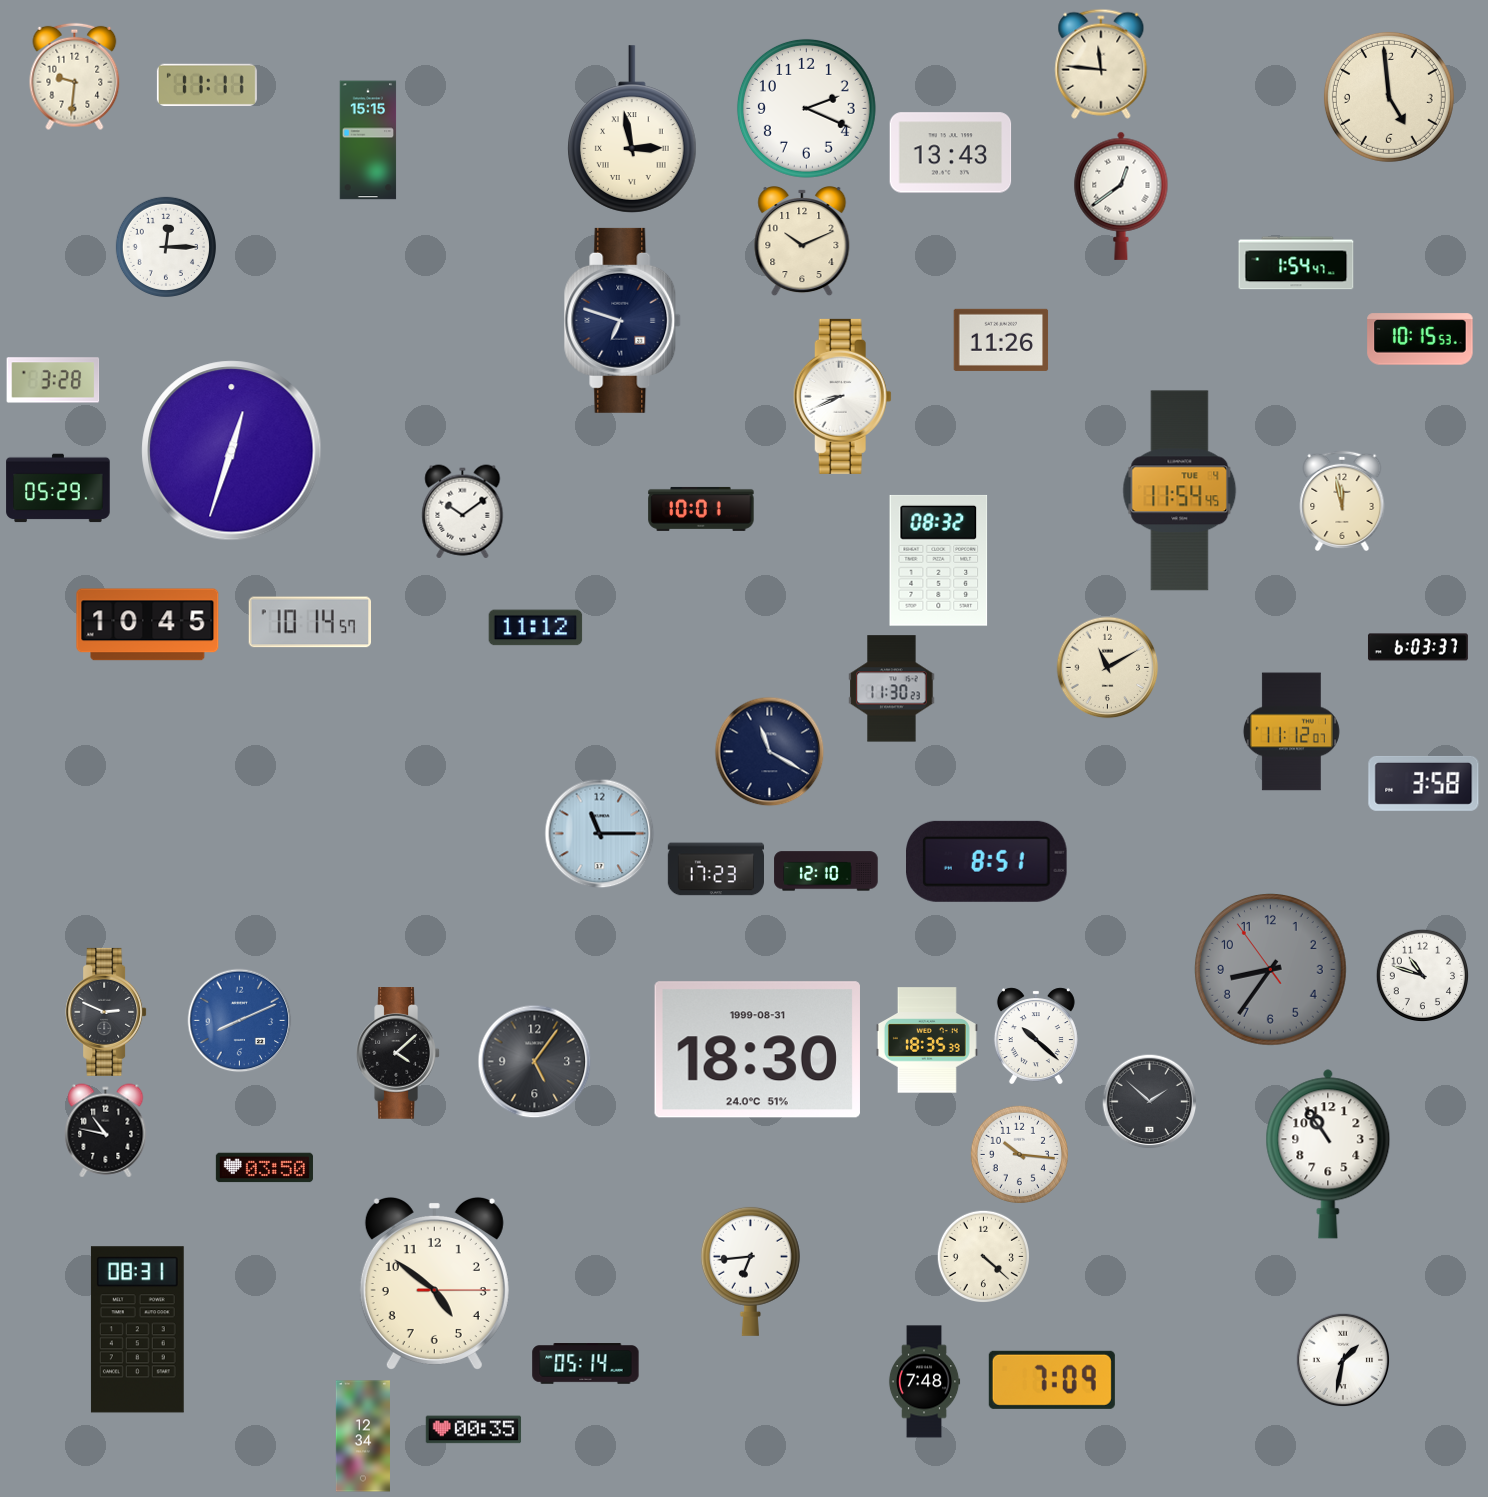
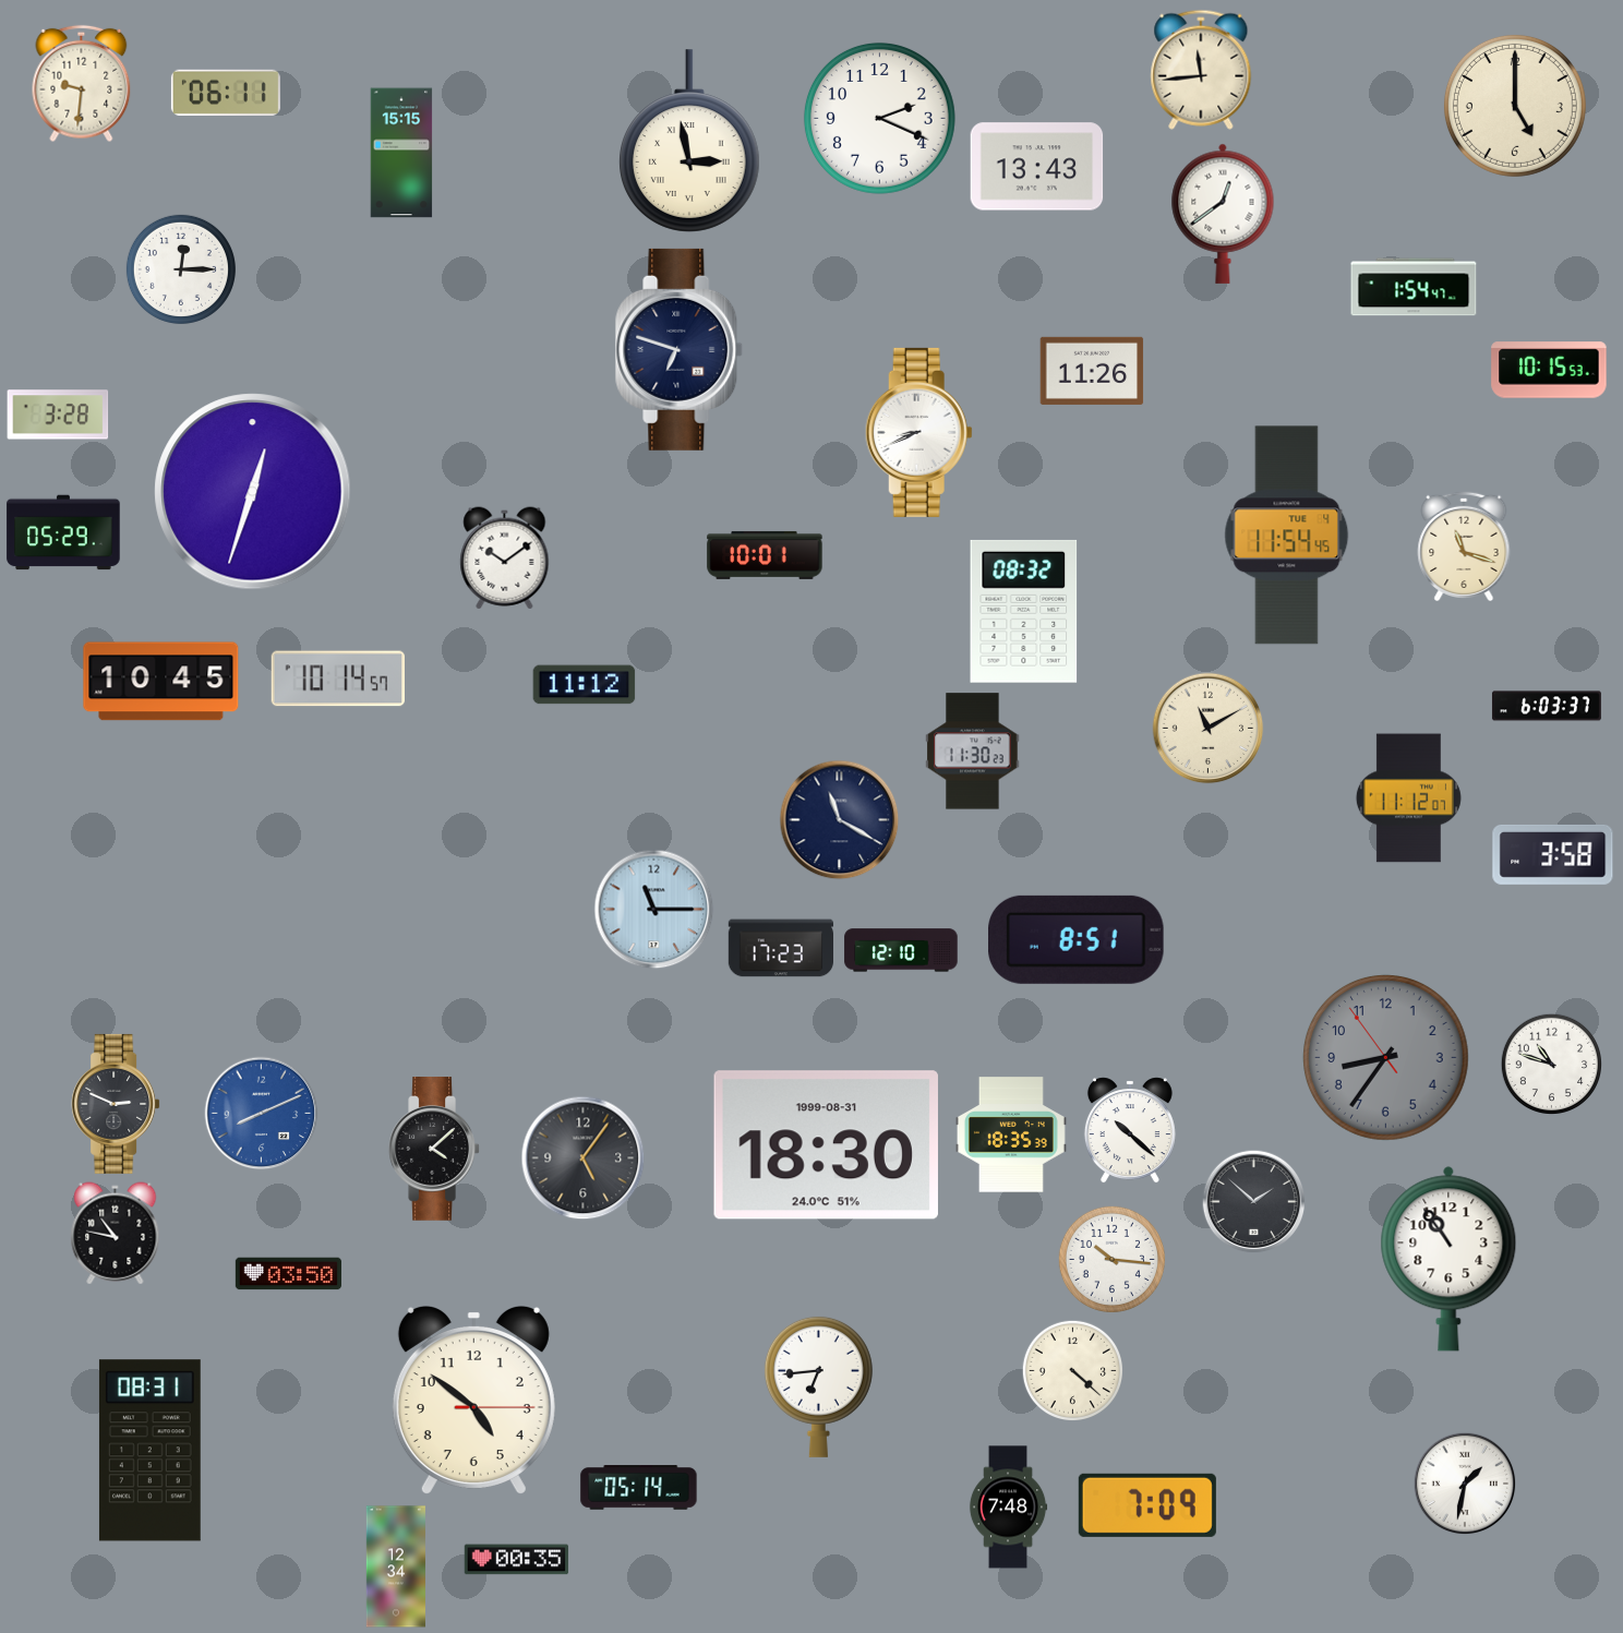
clock at (1101, 64): 11:46 -> 11:44
clock at (207, 85): 11:11 -> 06:11
clock at (1389, 97): 4:59 -> 5:00
clock at (802, 242): 10:11 -> none
clock at (1342, 500): 11:58 -> 11:18
